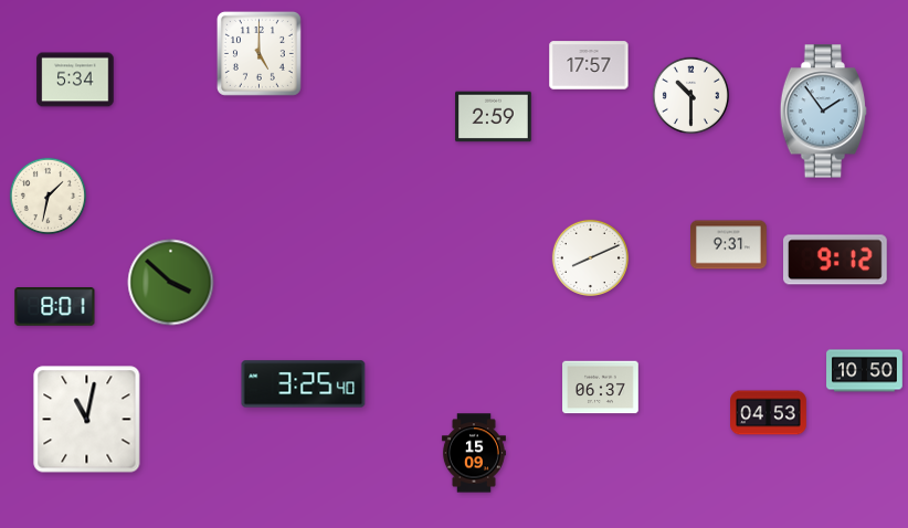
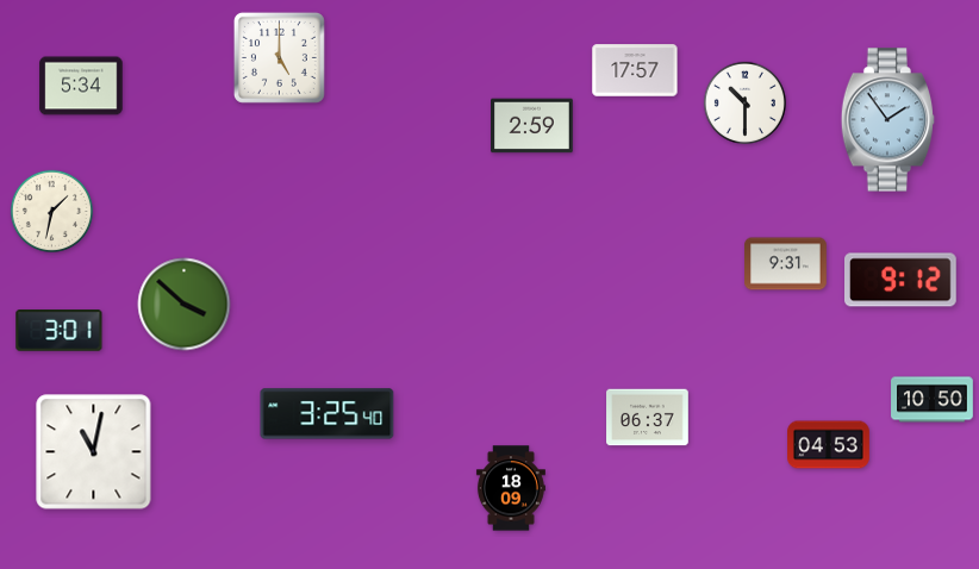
clock at (590, 257): 8:11 -> none
clock at (55, 307): 8:01 -> 3:01
clock at (474, 453): 15:09 -> 18:09
